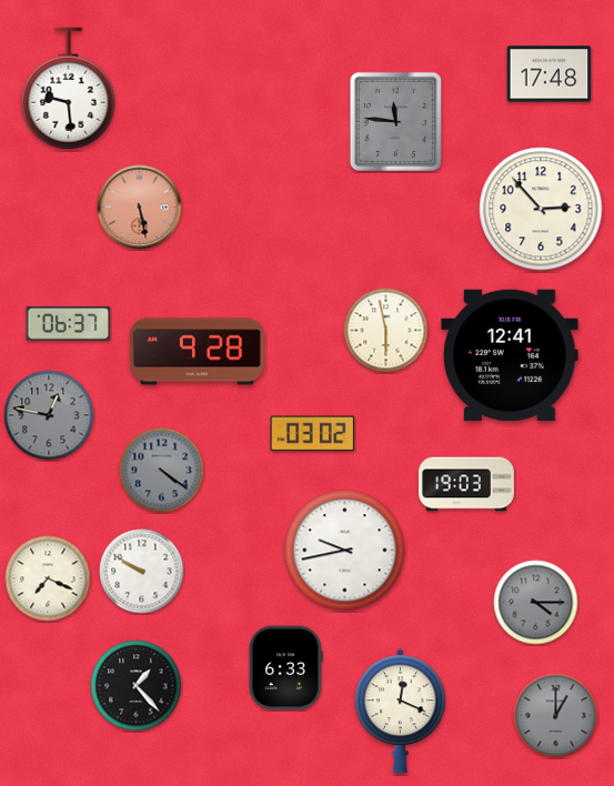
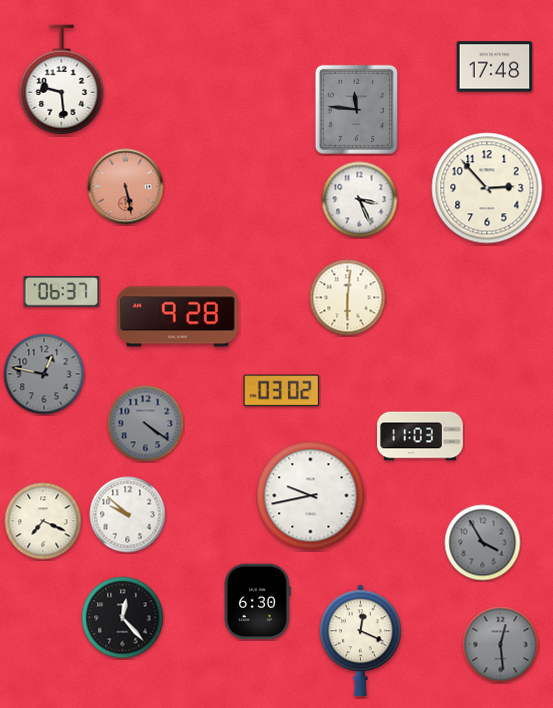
clock at (360, 200): none -> 3:26
clock at (386, 331): 5:58 -> 6:01
clock at (510, 355): 12:41 -> none
clock at (467, 484): 19:03 -> 11:03
clock at (142, 572): 9:50 -> 9:52
clock at (536, 603): 4:15 -> 3:55
clock at (286, 668): 6:33 -> 6:30
clock at (137, 686): 1:23 -> 12:23
clock at (556, 716): 1:00 -> 12:29
